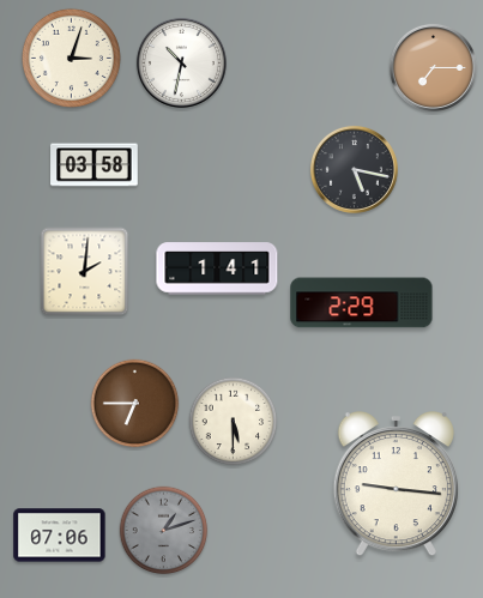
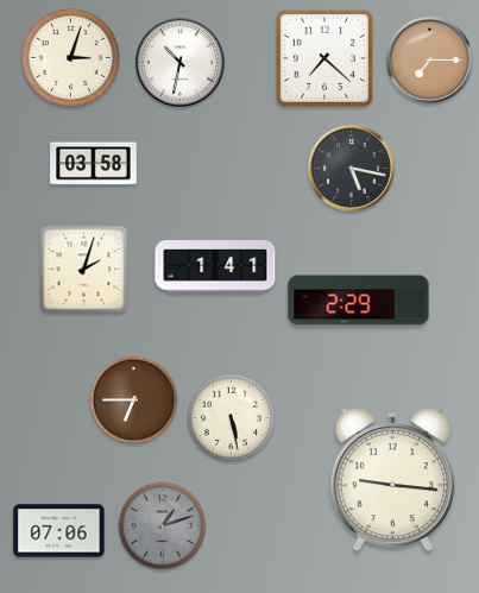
clock at (324, 58): none -> 7:22
clock at (433, 67) position: (433, 67) -> (429, 59)
clock at (85, 272): 2:01 -> 2:03
clock at (234, 422): 5:30 -> 5:28
